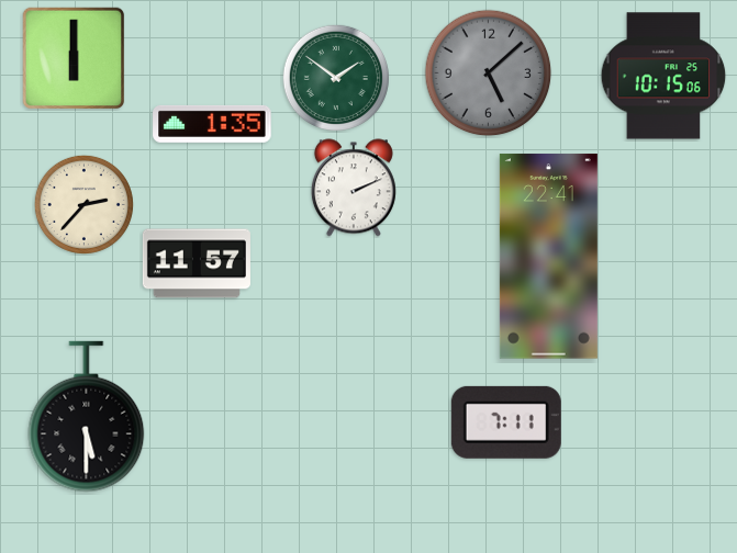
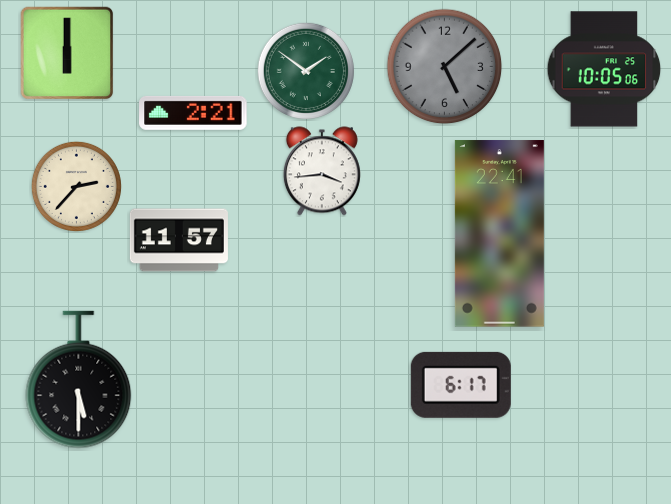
clock at (663, 76): 10:15 -> 10:05
clock at (212, 124): 1:35 -> 2:21
clock at (354, 188): 2:11 -> 3:44
clock at (506, 422): 7:11 -> 6:17
